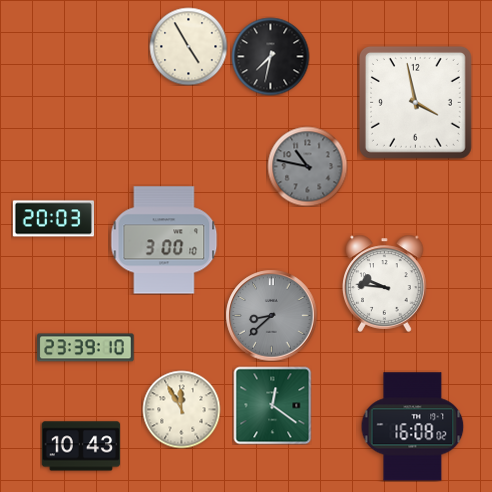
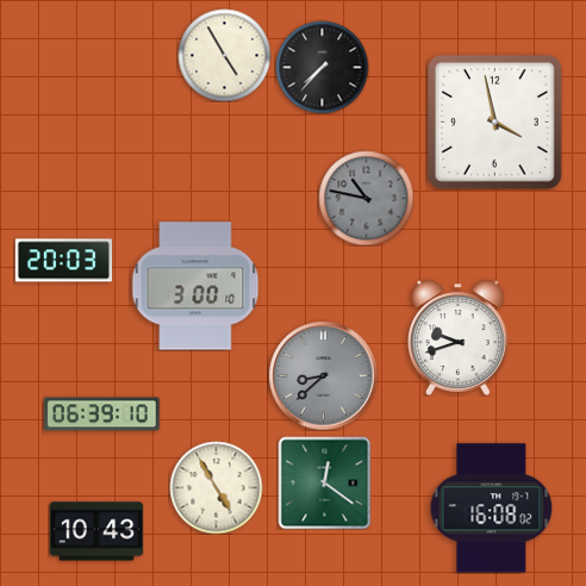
clock at (270, 56): 7:32 -> 7:37
clock at (385, 283): 9:46 -> 9:42
clock at (86, 348): 23:39 -> 06:39
clock at (181, 409): 11:55 -> 4:55
